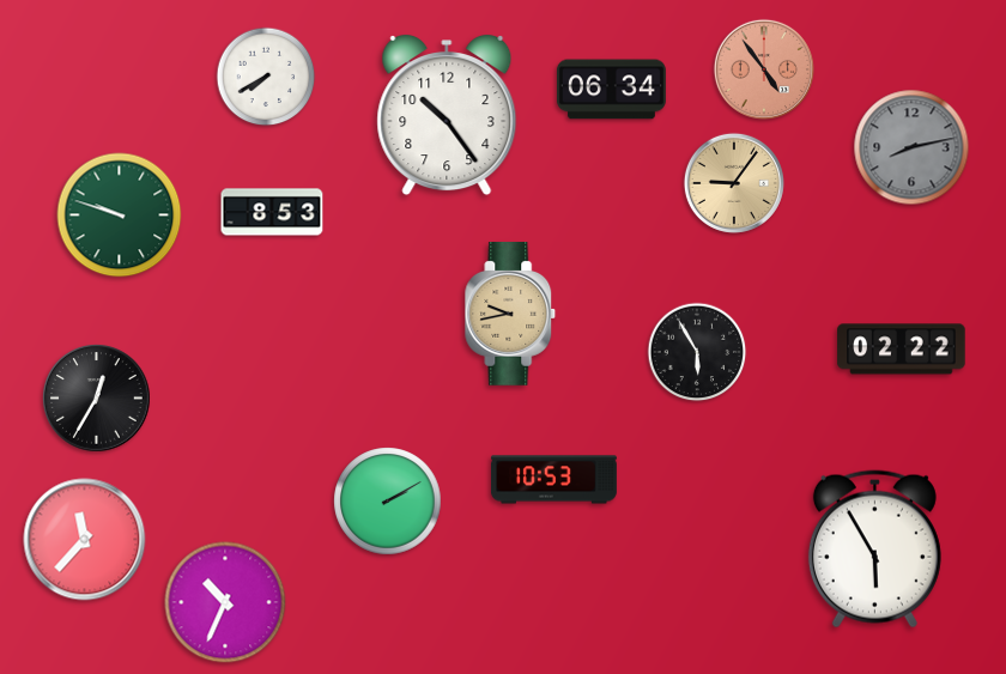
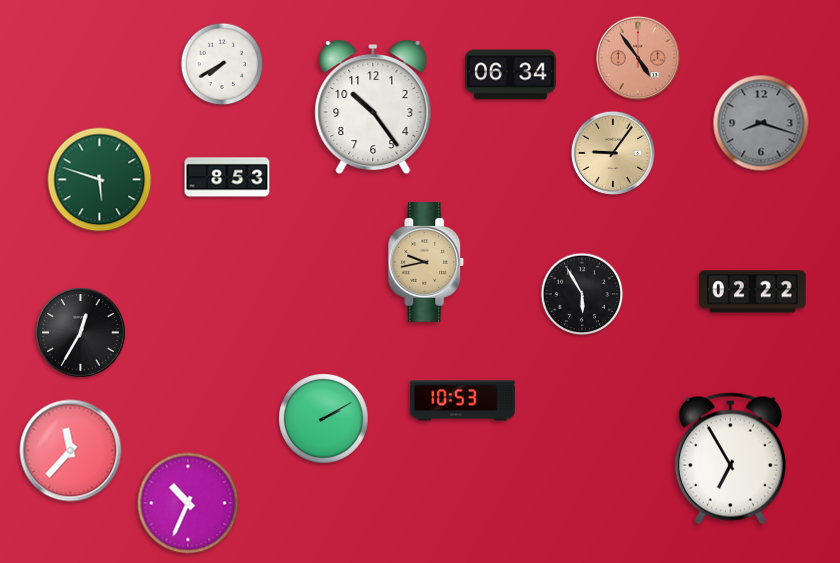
clock at (447, 116) position: (447, 116) -> (373, 108)
clock at (911, 147): 8:13 -> 8:18
clock at (120, 215): 9:48 -> 5:48
clock at (874, 549): 5:55 -> 6:55
